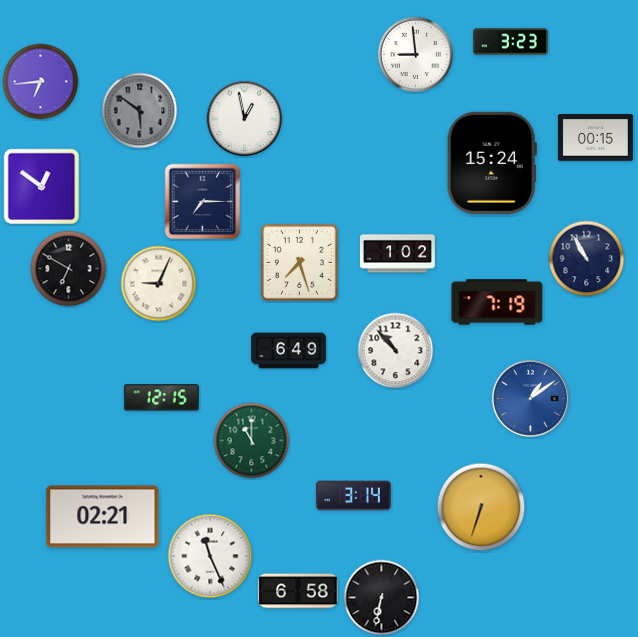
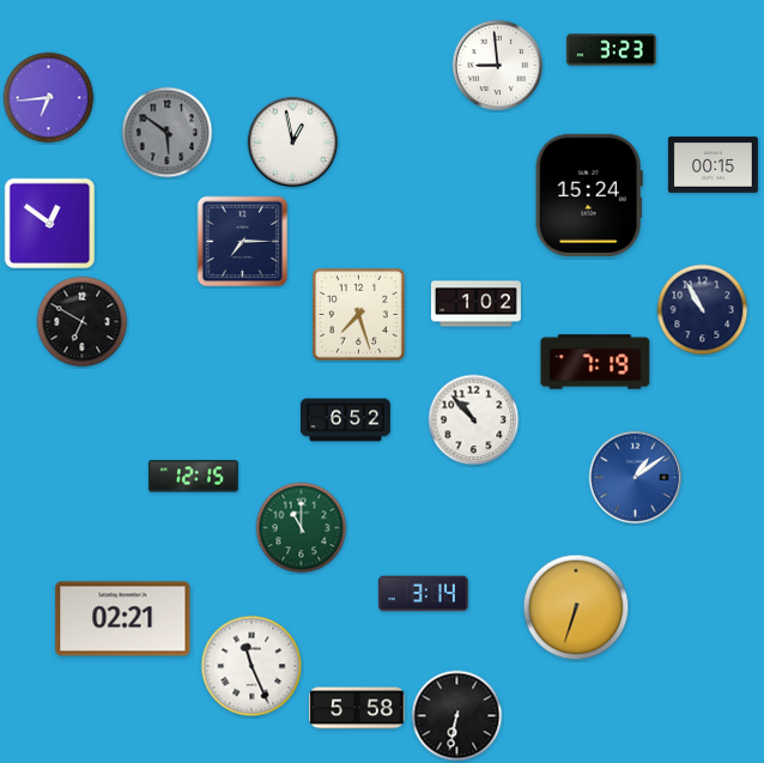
clock at (159, 284): 9:04 -> none
clock at (288, 351): 6:49 -> 6:52
clock at (298, 591): 6:58 -> 5:58
